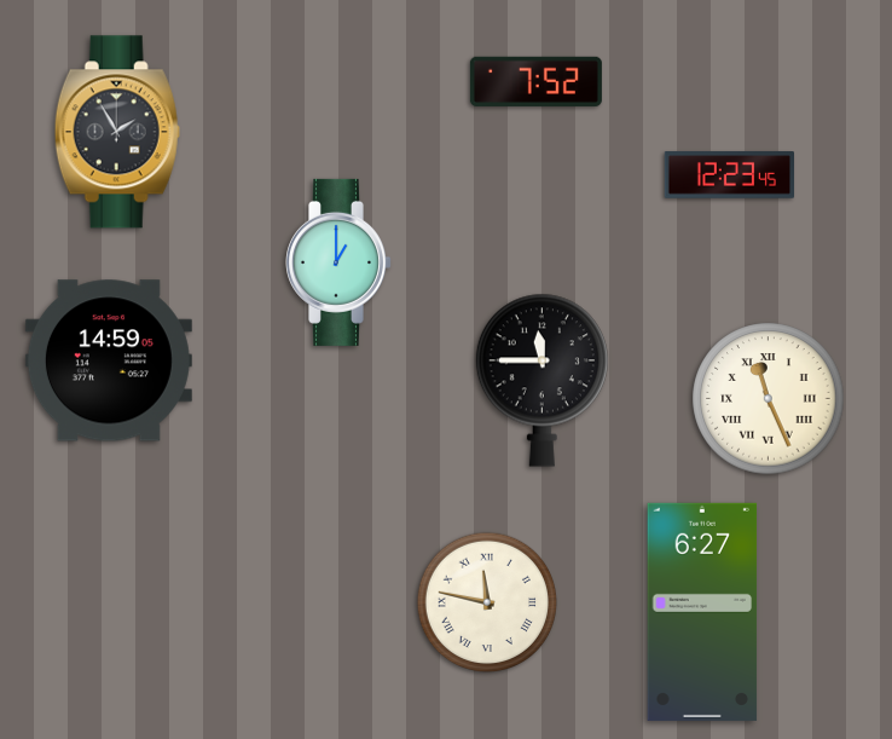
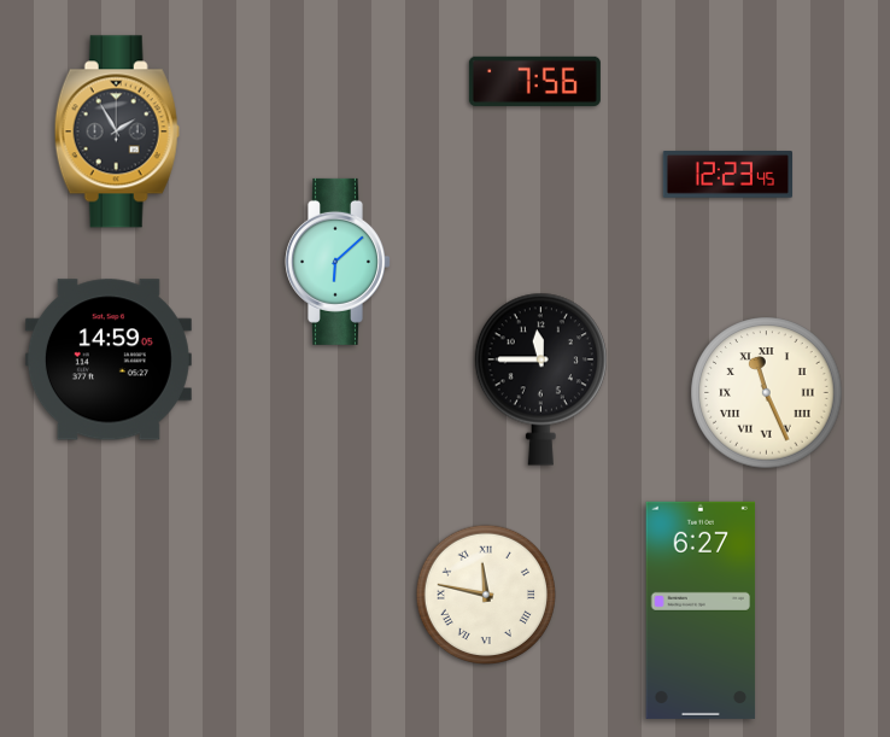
clock at (535, 81): 7:52 -> 7:56
clock at (340, 262): 1:00 -> 6:08
clock at (769, 399) position: (769, 399) -> (767, 393)
clock at (486, 602) position: (486, 602) -> (485, 595)
